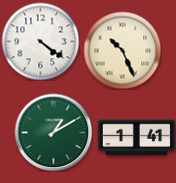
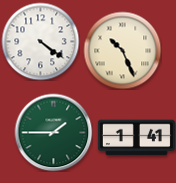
clock at (53, 132): 1:10 -> 1:45
